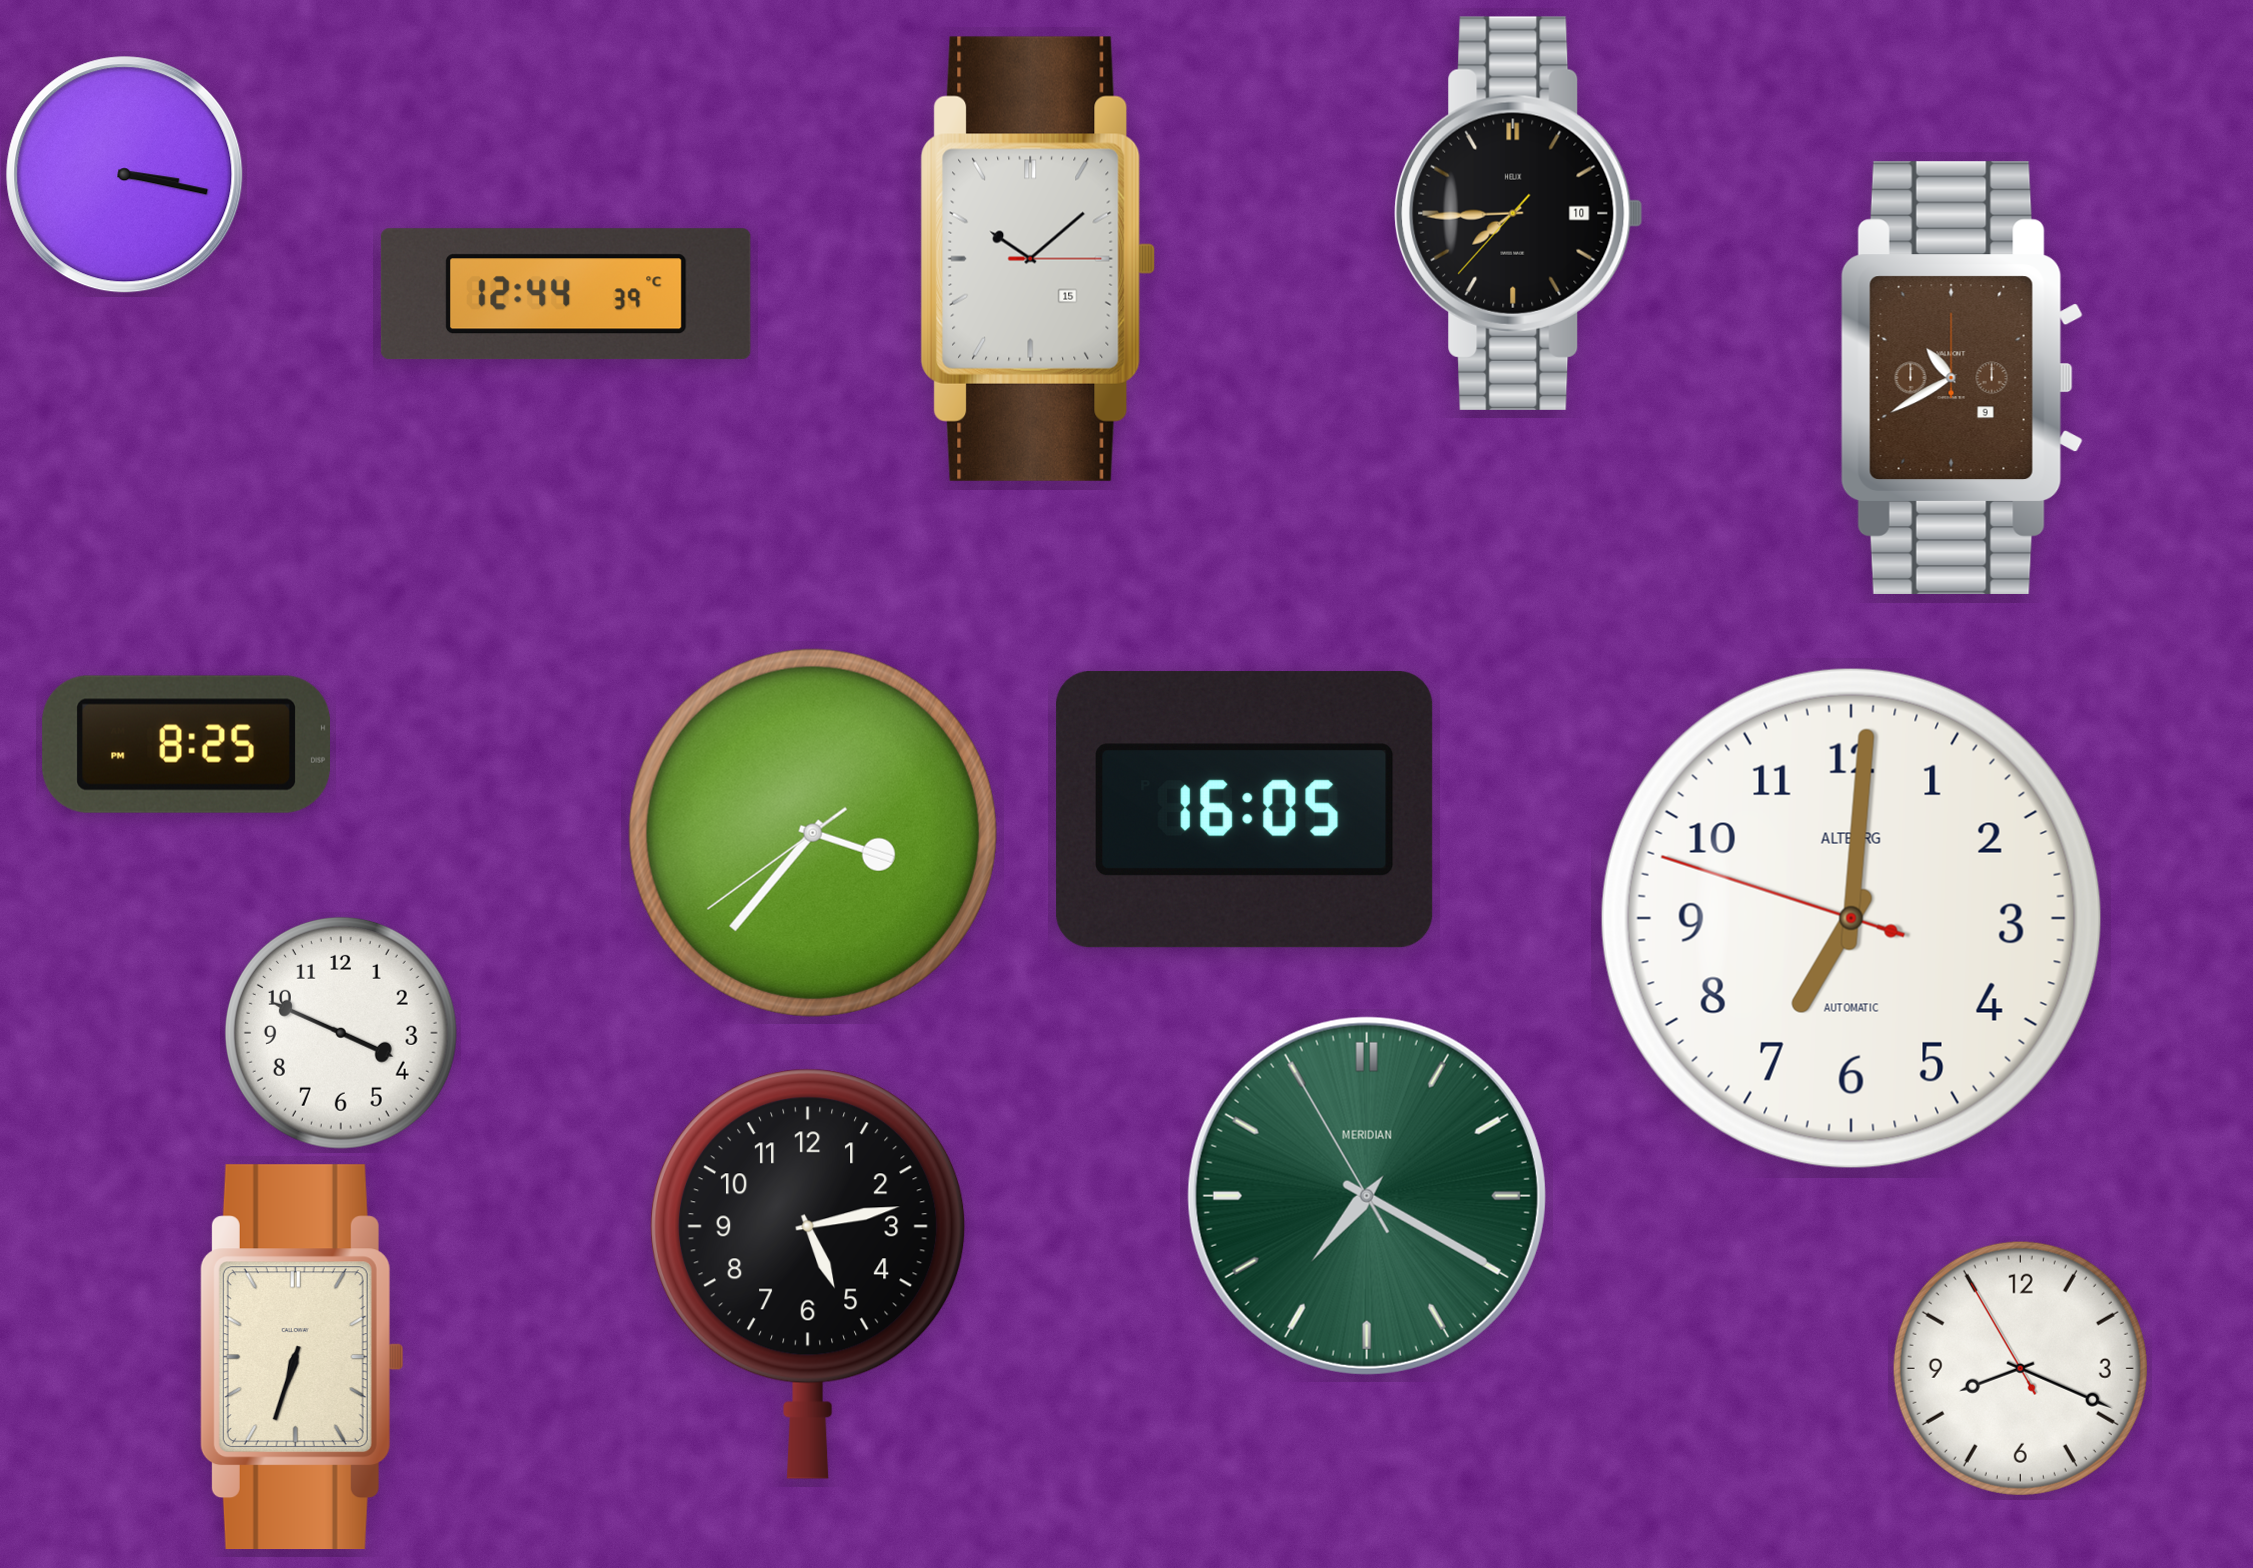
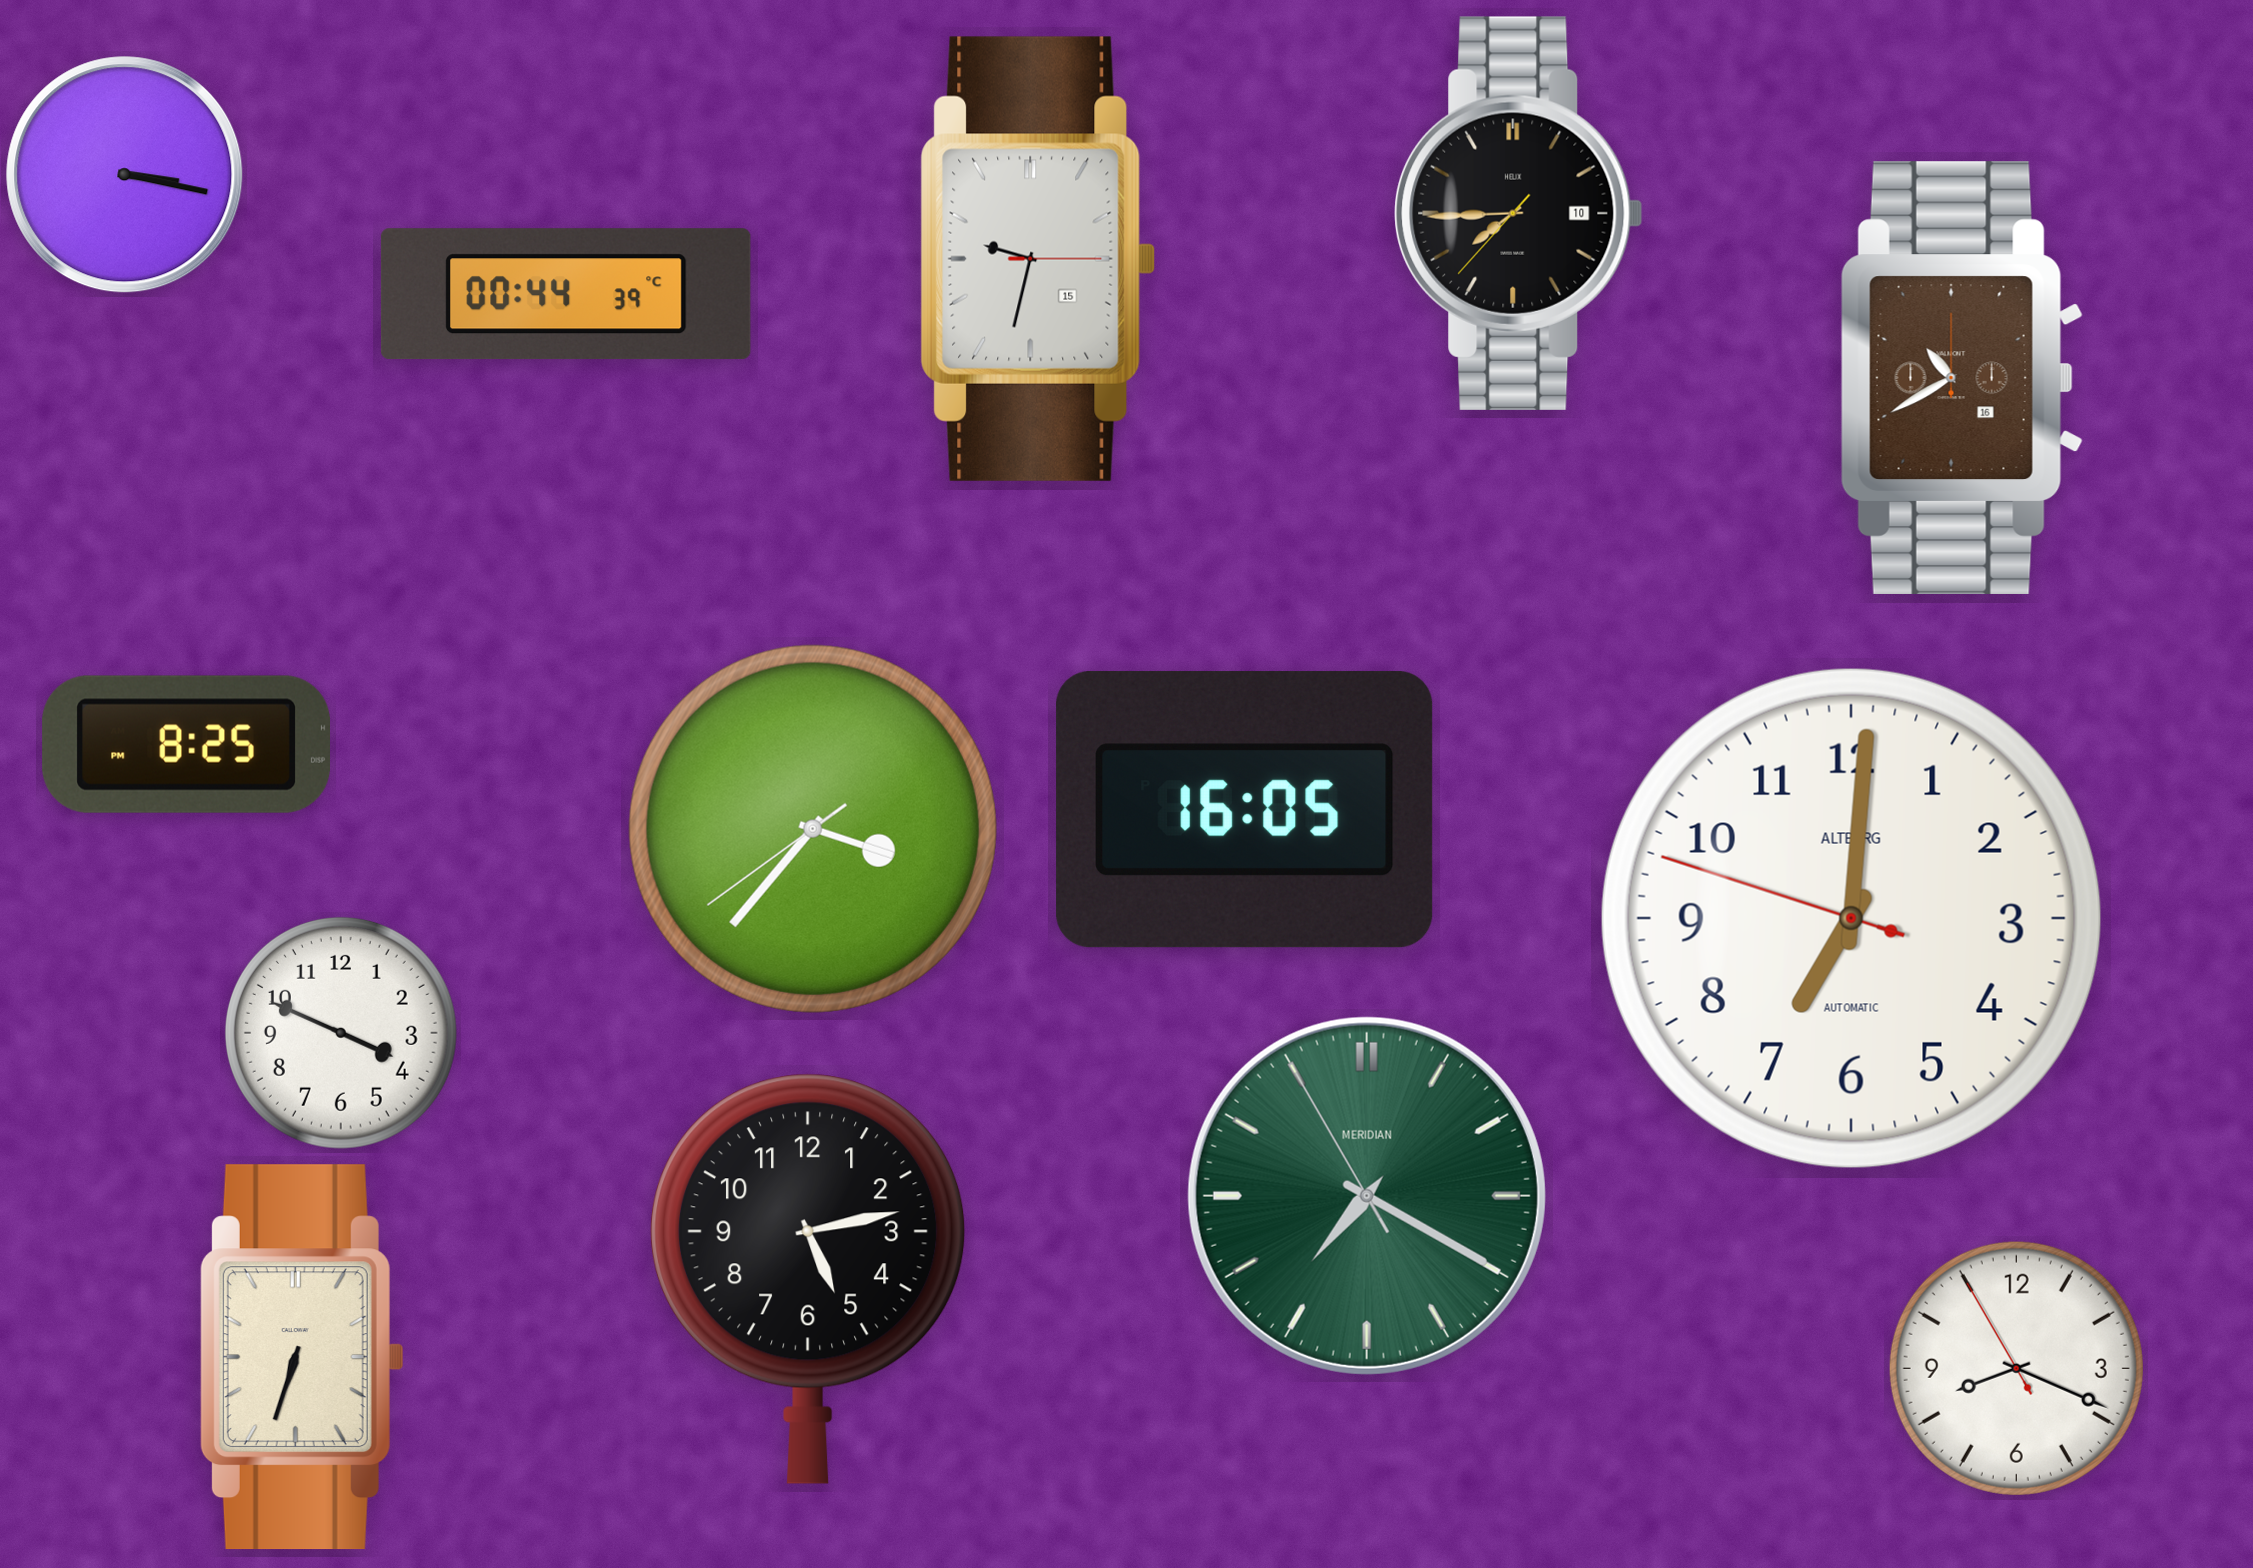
clock at (1038, 259): 10:08 -> 9:32
clock at (566, 294): 12:44 -> 00:44
clock at (1962, 378) date: 9 -> 16
clock at (813, 833) position: (813, 833) -> (813, 829)
clock at (808, 1274) position: (808, 1274) -> (808, 1279)
clock at (2020, 1368) position: (2020, 1368) -> (2016, 1368)
